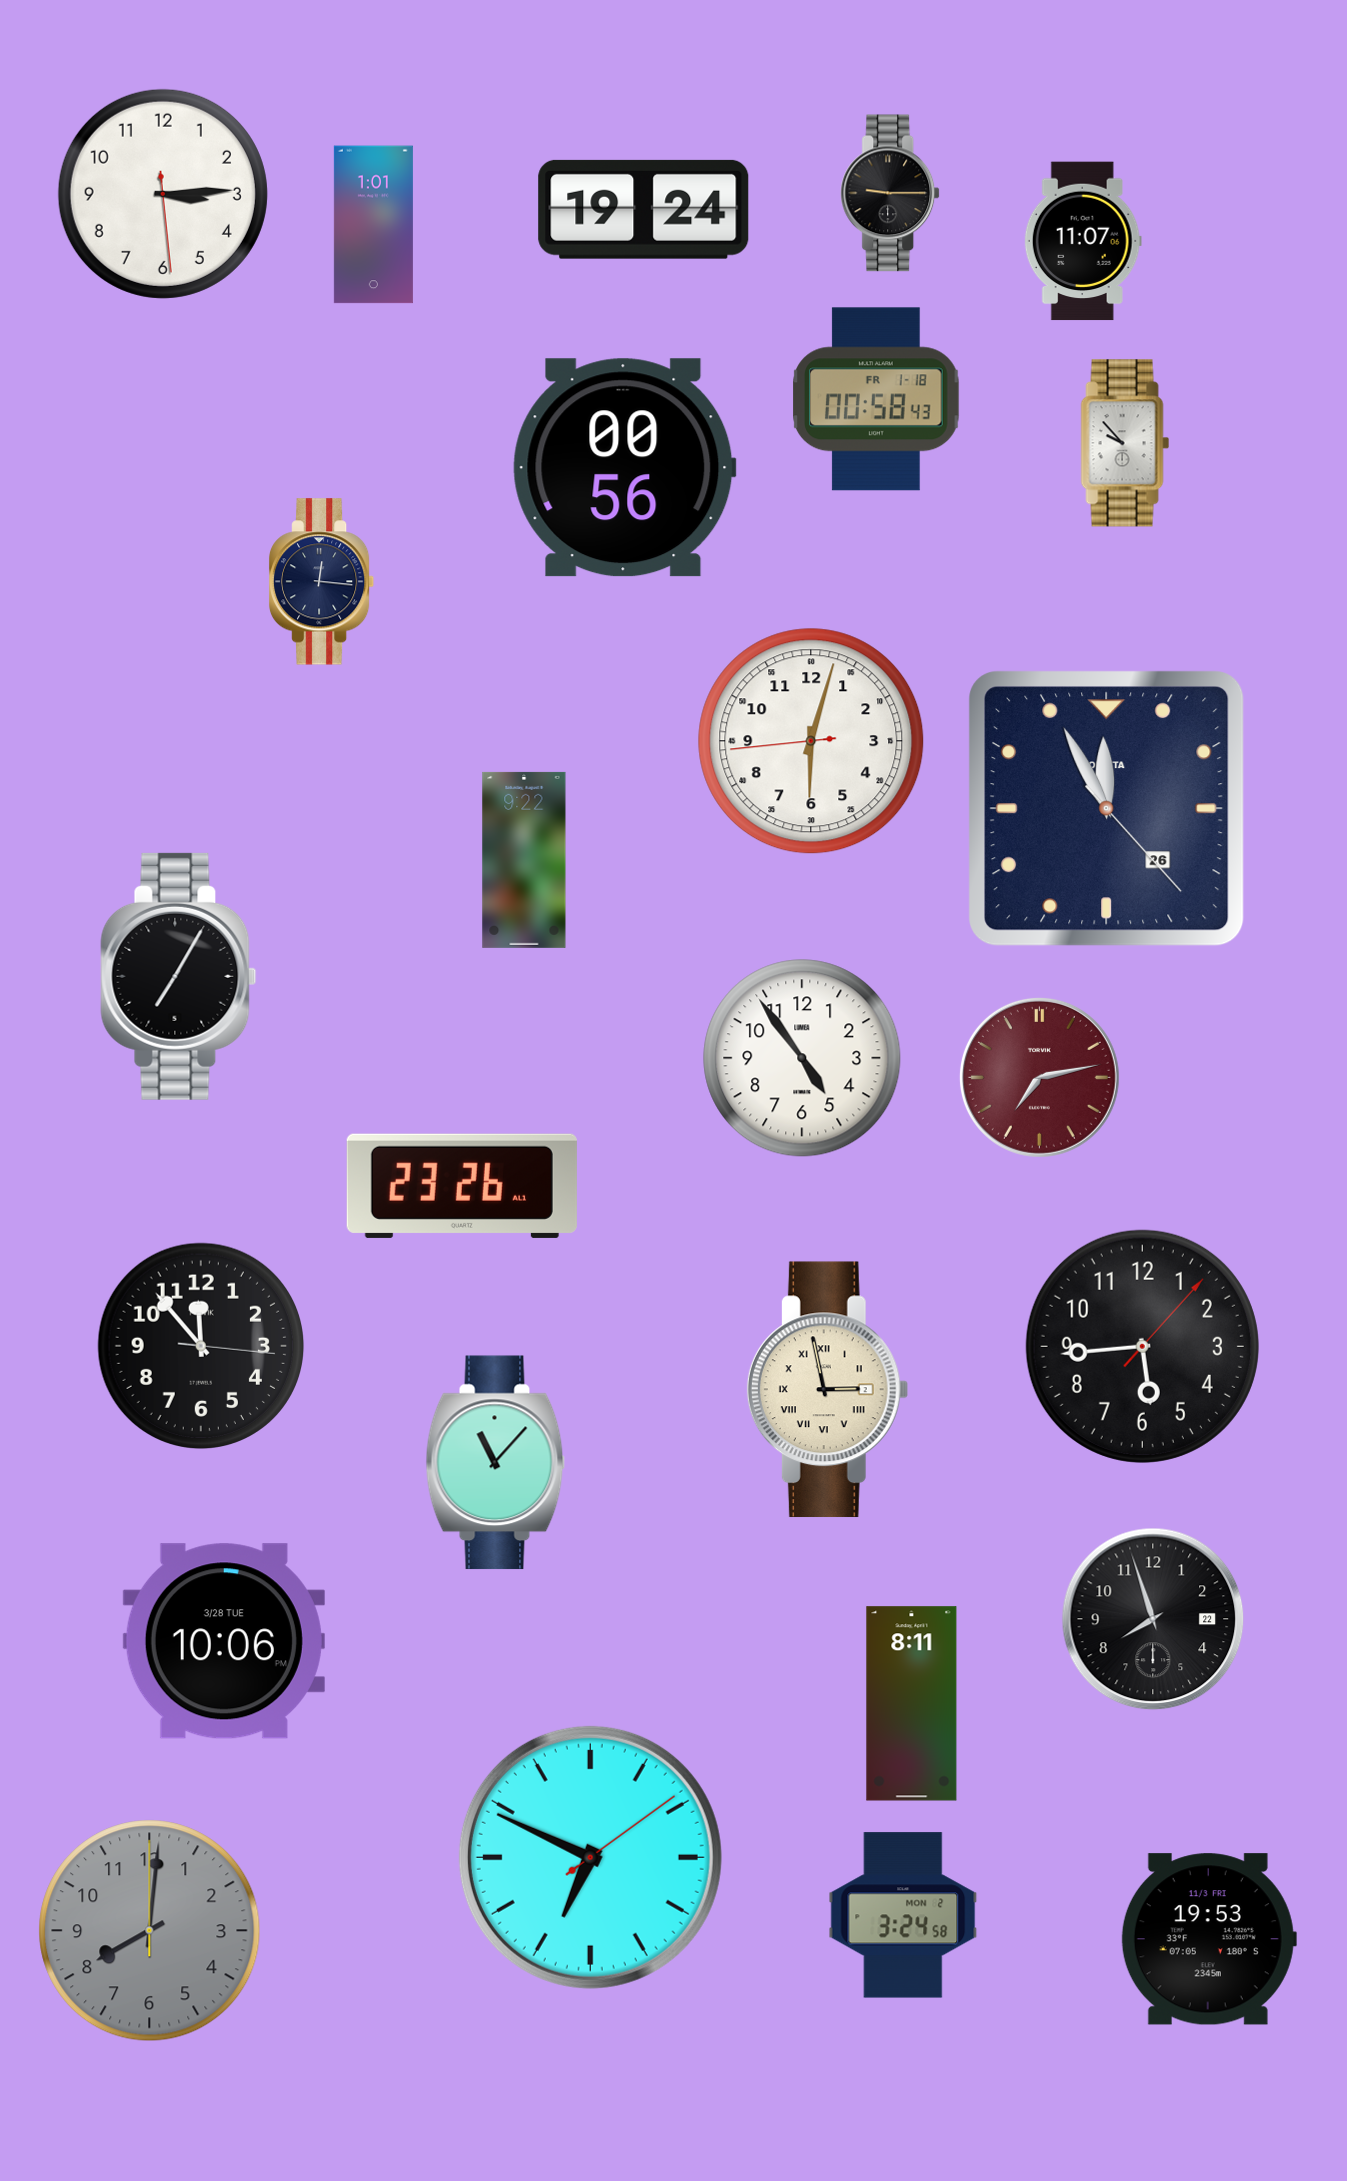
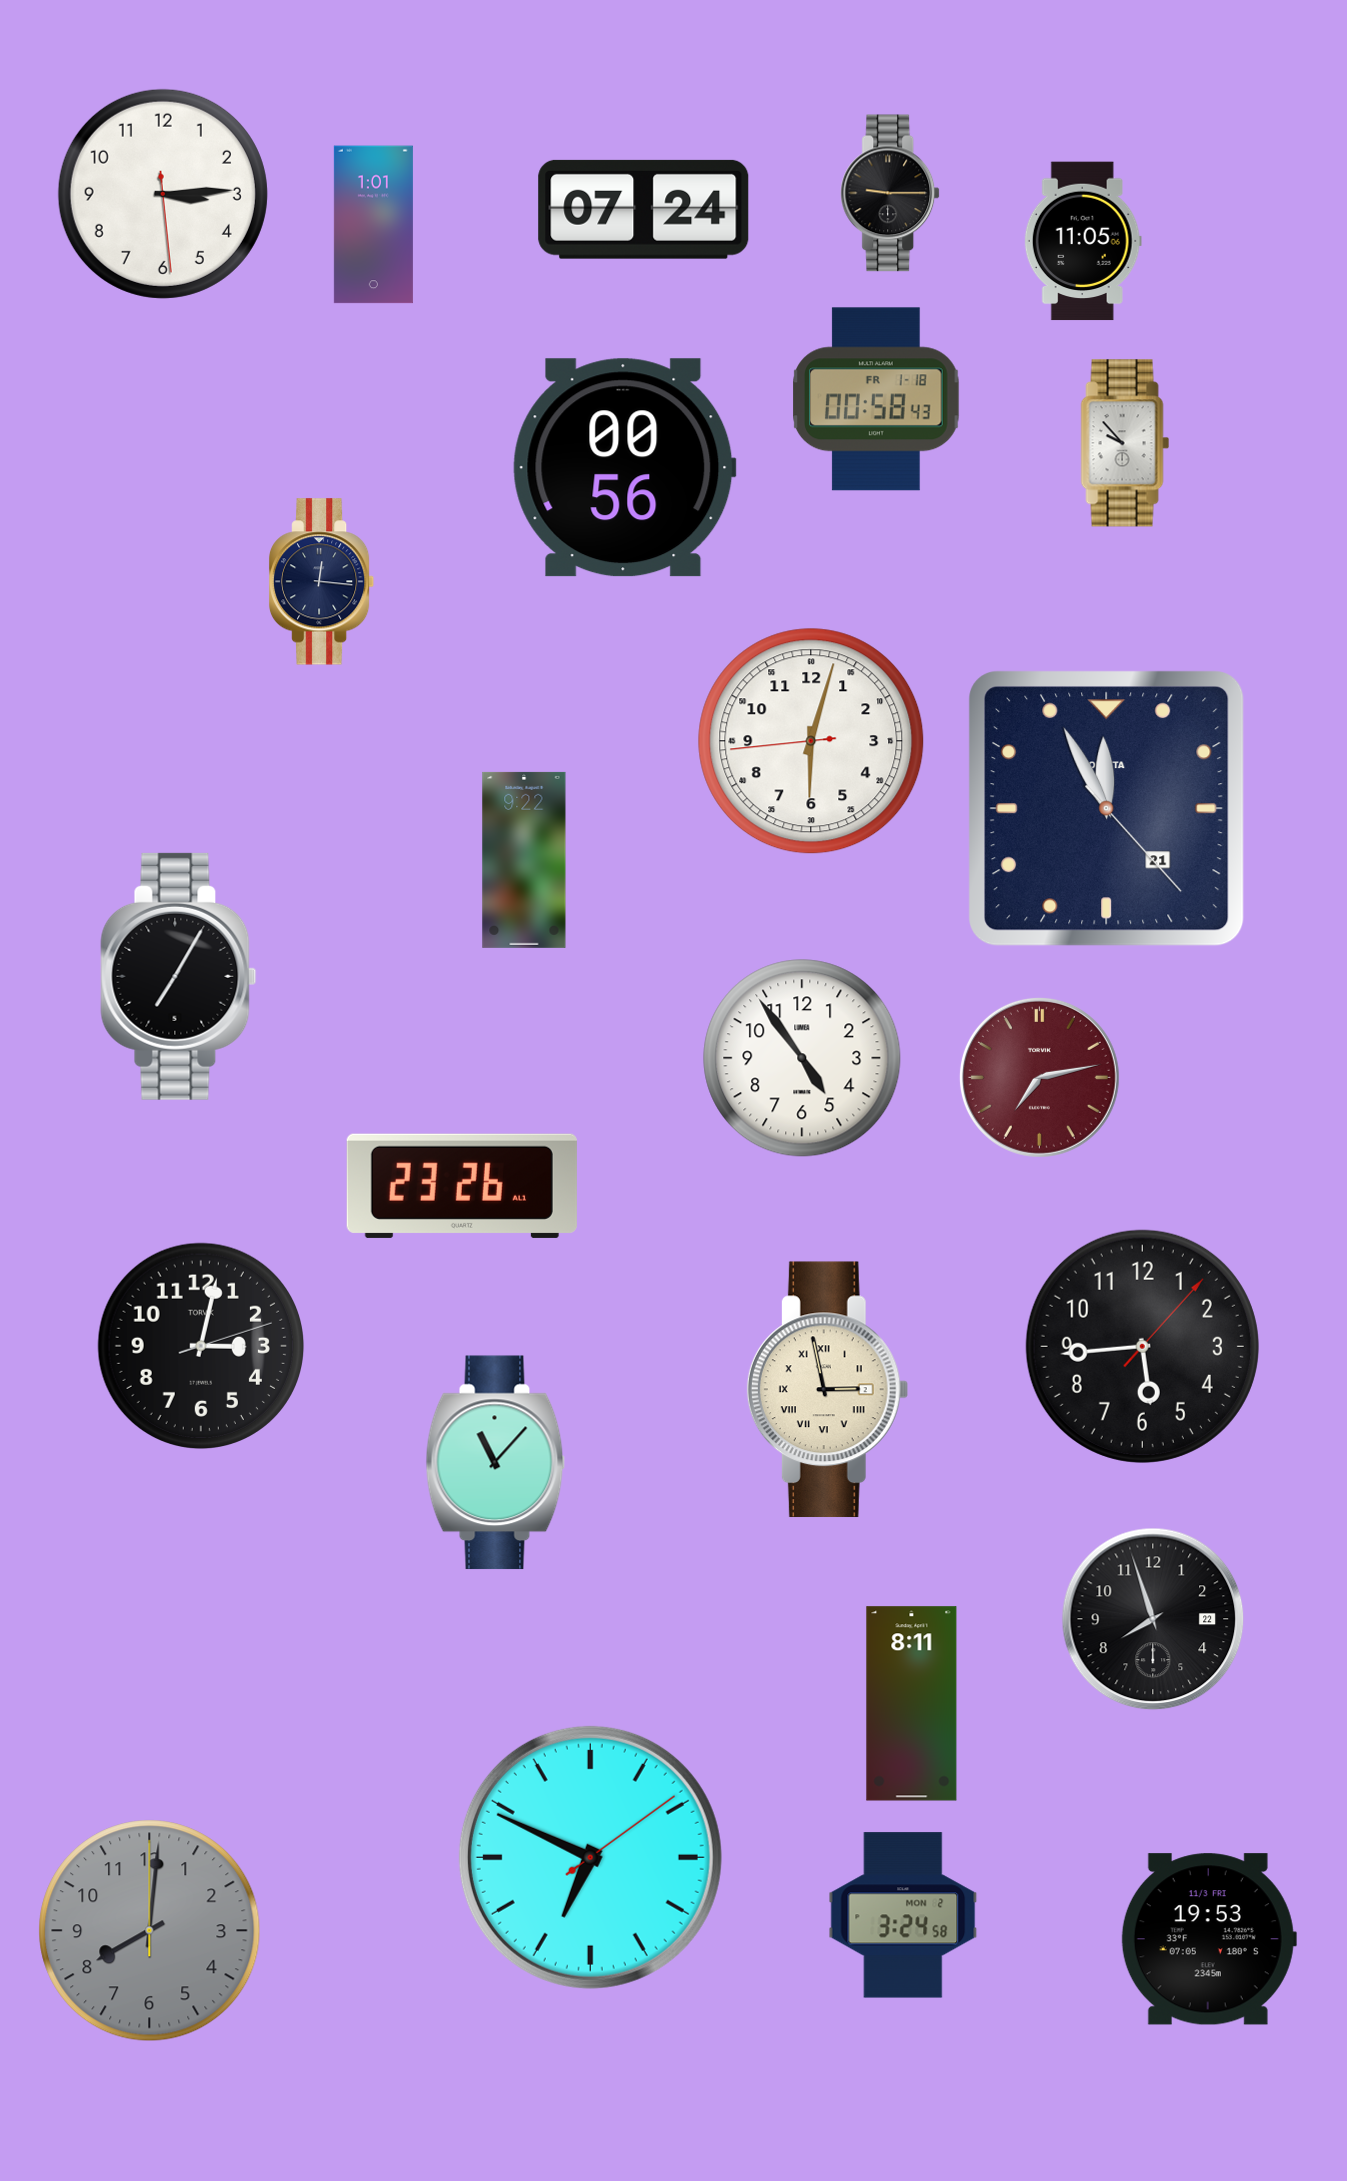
clock at (644, 209): 19:24 -> 07:24
clock at (1083, 241): 11:07 -> 11:05
clock at (1107, 809) date: 26 -> 21
clock at (201, 1346): 11:53 -> 3:02
clock at (224, 1641): 10:06 -> none
